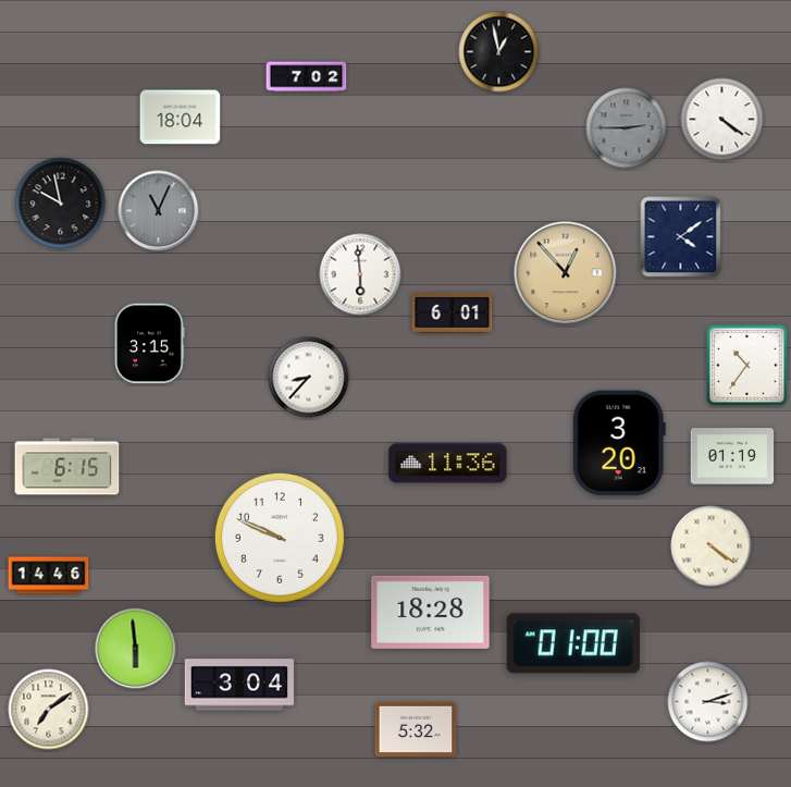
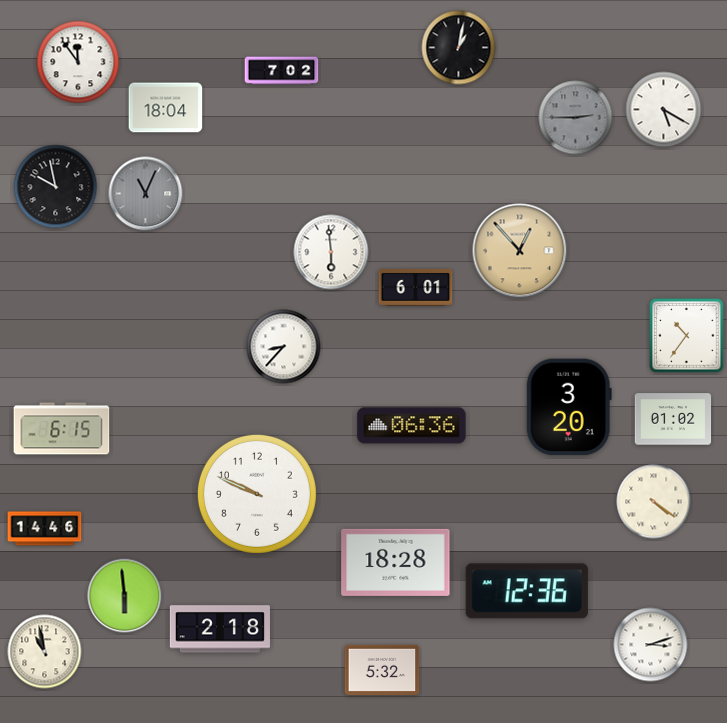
clock at (499, 52): 12:58 -> 1:02
clock at (78, 62): none -> 11:54
clock at (722, 120): 4:21 -> 5:20
clock at (681, 237): 4:09 -> none
clock at (149, 344): 3:15 -> none
clock at (732, 456): 01:19 -> 01:02
clock at (448, 464): 11:36 -> 06:36
clock at (573, 643): 01:00 -> 12:36
clock at (238, 685): 3:04 -> 2:18
clock at (49, 710): 7:09 -> 10:58
